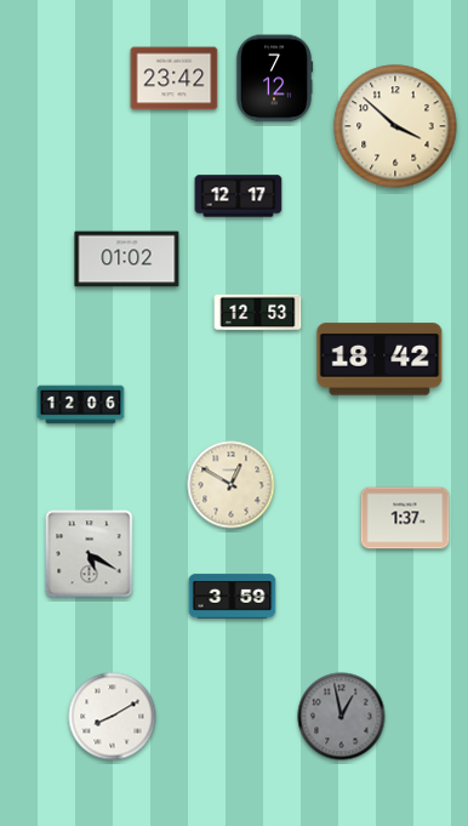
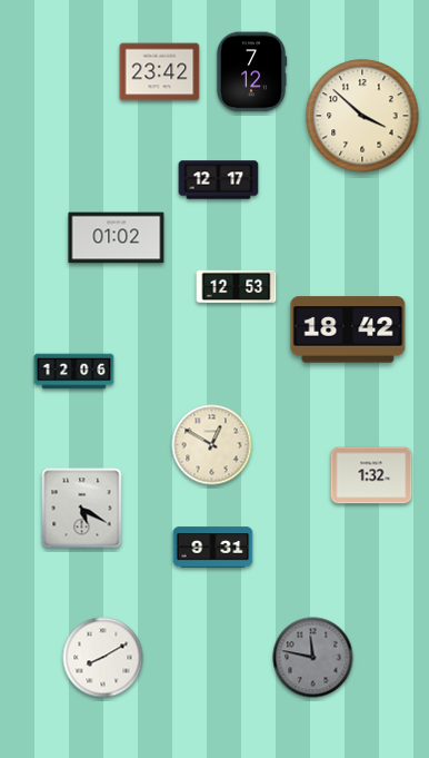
clock at (405, 518): 1:37 -> 1:32
clock at (233, 597): 3:59 -> 9:31
clock at (342, 717): 12:58 -> 11:47
